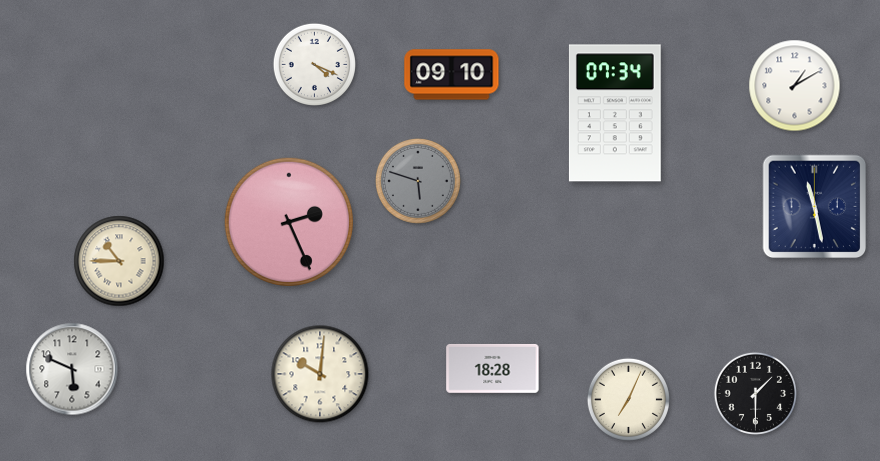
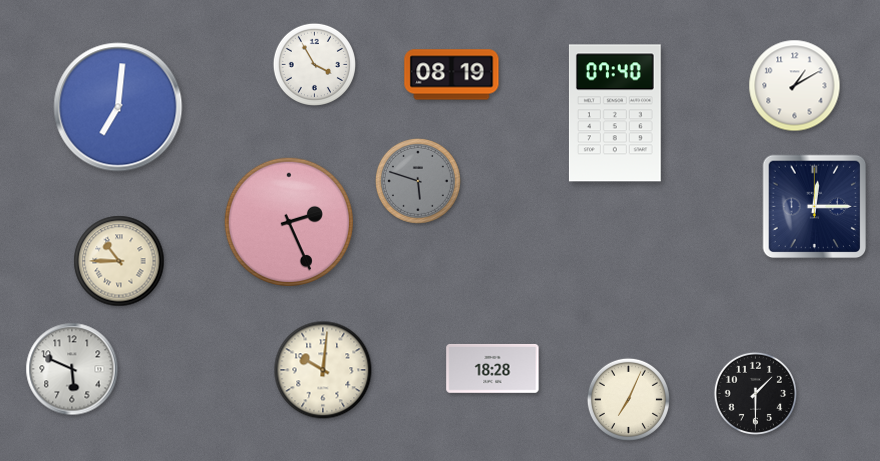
clock at (314, 64): 4:19 -> 3:55
clock at (452, 75): 09:10 -> 08:19
clock at (118, 107): none -> 7:01
clock at (615, 113): 07:34 -> 07:40
clock at (815, 207): 11:28 -> 12:15
clock at (320, 374) position: (320, 374) -> (323, 370)
